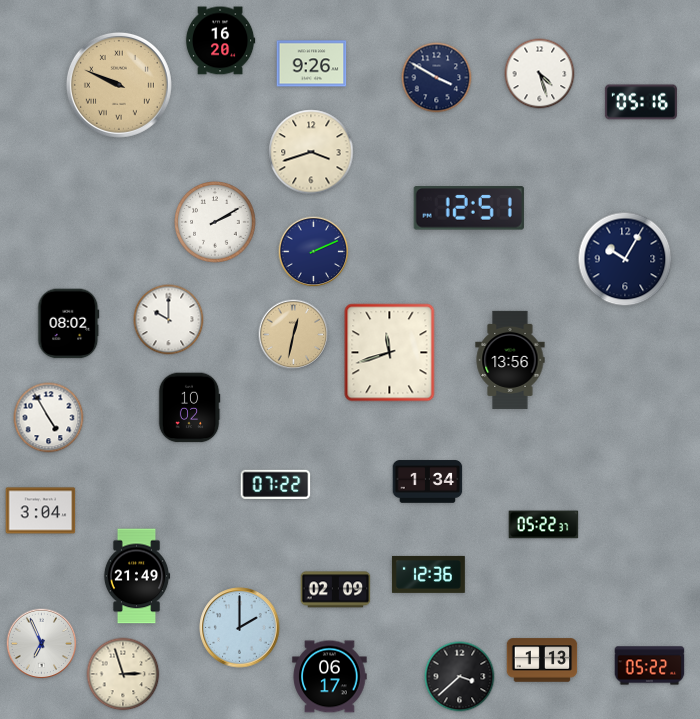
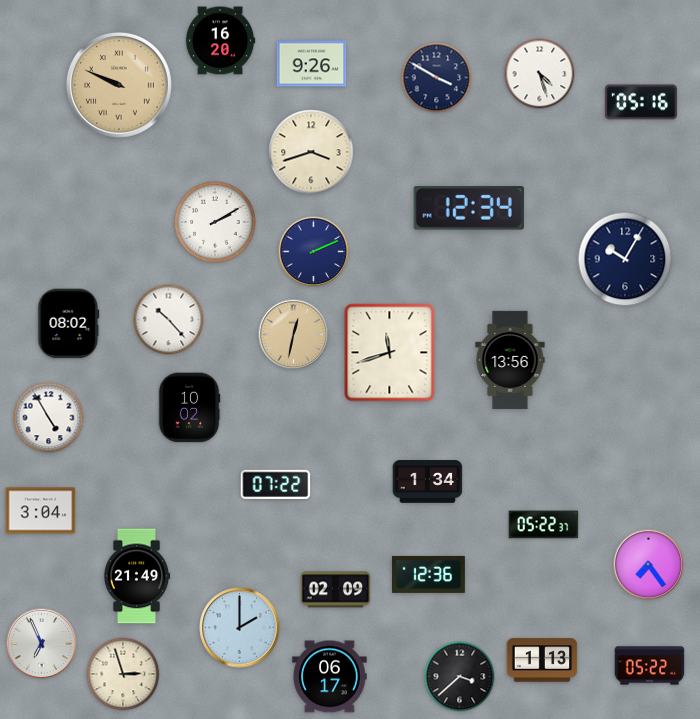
clock at (469, 208): 12:51 -> 12:34
clock at (169, 320): 10:00 -> 10:23
clock at (649, 565): none -> 7:24
